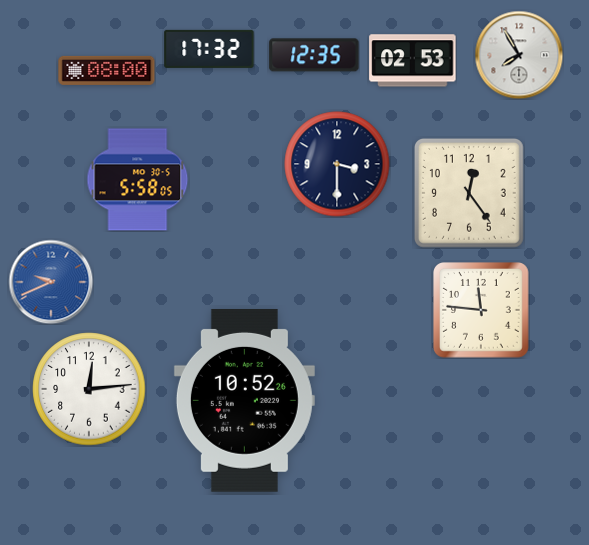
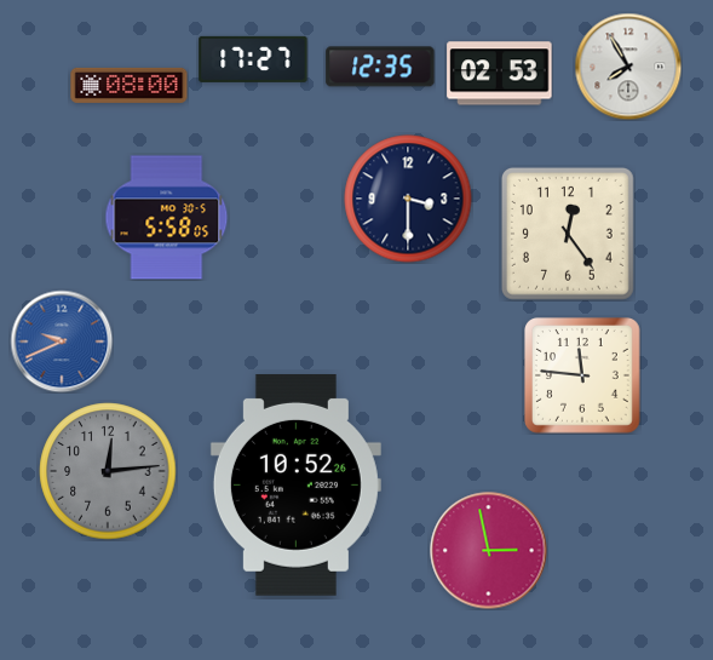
clock at (209, 49): 17:32 -> 17:27
clock at (89, 389) dial: white -> grey
clock at (489, 551): none -> 2:58
